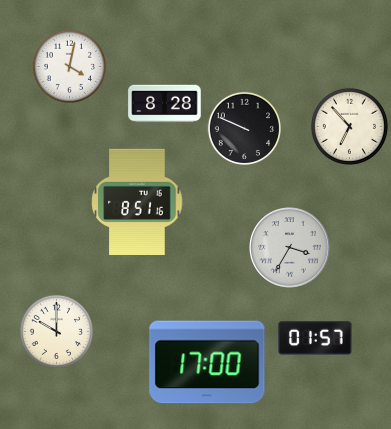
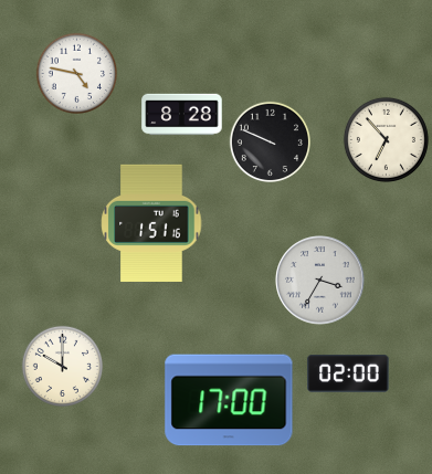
clock at (69, 66): 4:02 -> 4:47
clock at (137, 201): 8:51 -> 1:51
clock at (290, 248) position: (290, 248) -> (320, 281)
clock at (315, 338): 01:57 -> 02:00
